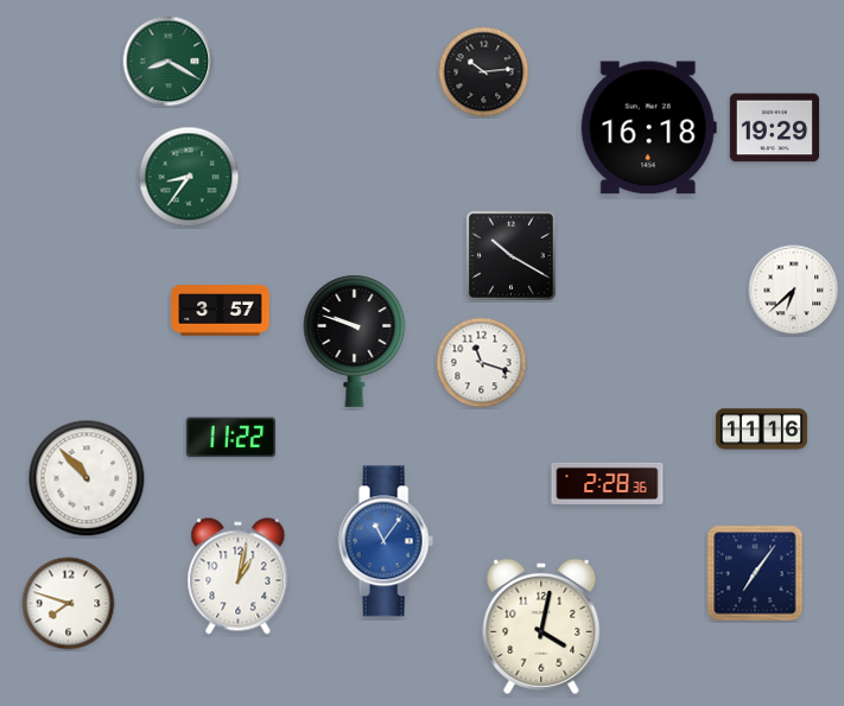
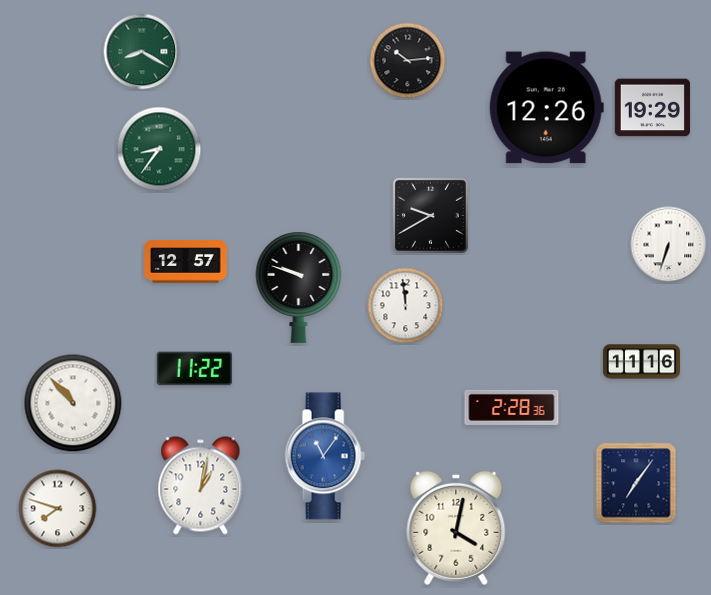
clock at (648, 128): 16:18 -> 12:26
clock at (510, 255): 10:20 -> 9:40
clock at (794, 291): 6:38 -> 6:33
clock at (221, 311): 3:57 -> 12:57
clock at (482, 363): 11:18 -> 11:59
